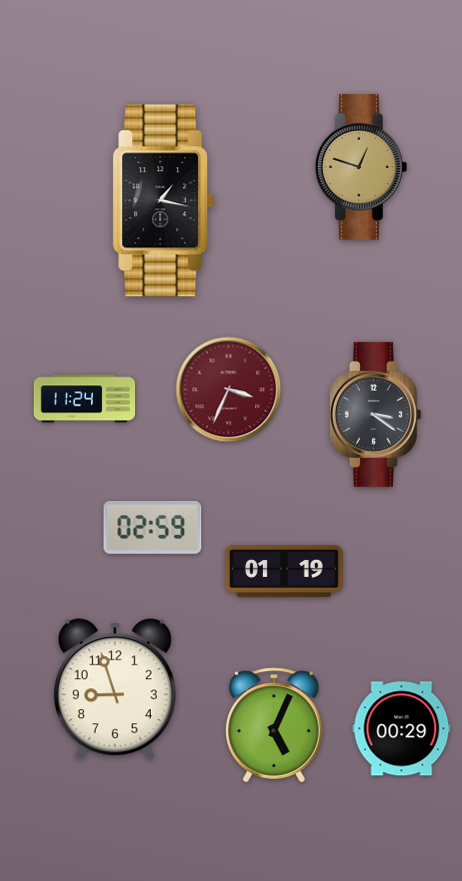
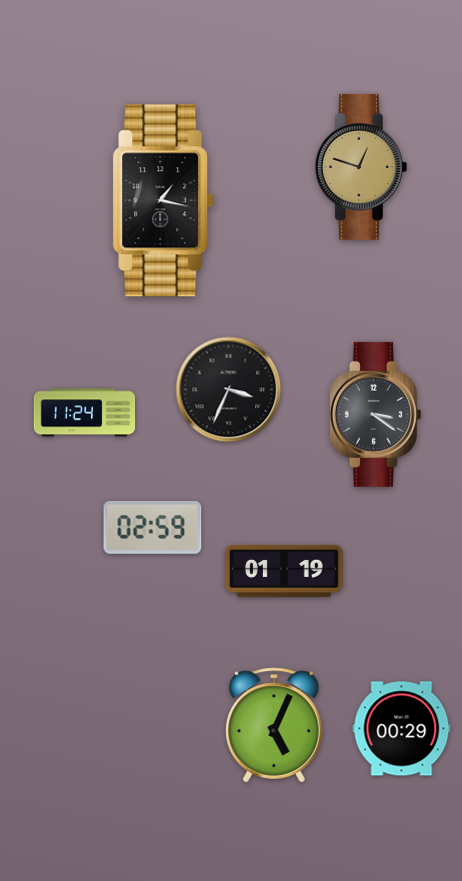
clock at (229, 390) dial: burgundy -> black
clock at (85, 399) position: (85, 399) -> (85, 413)
clock at (115, 689): 8:57 -> none
